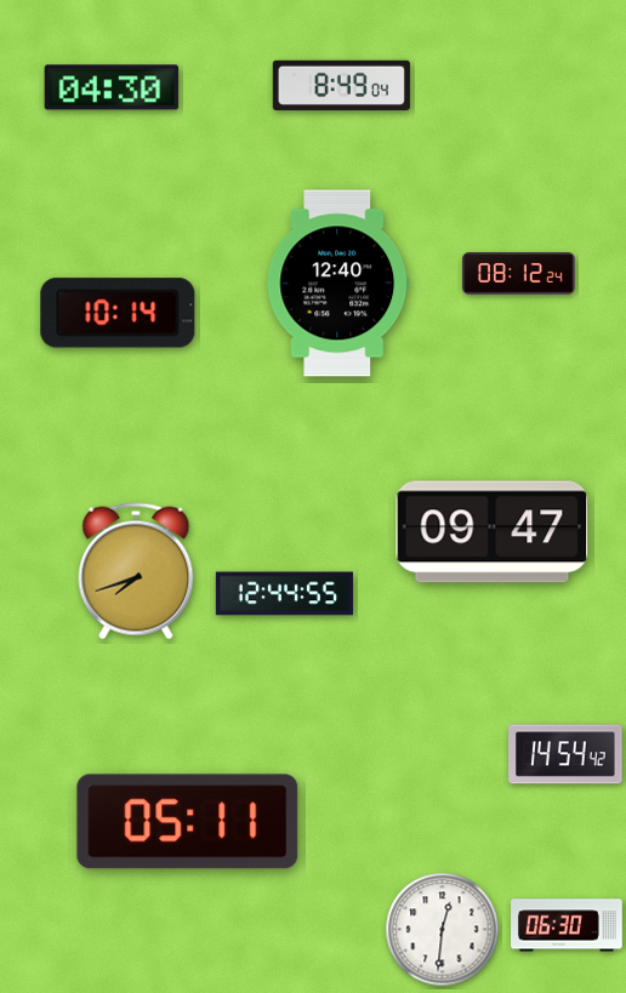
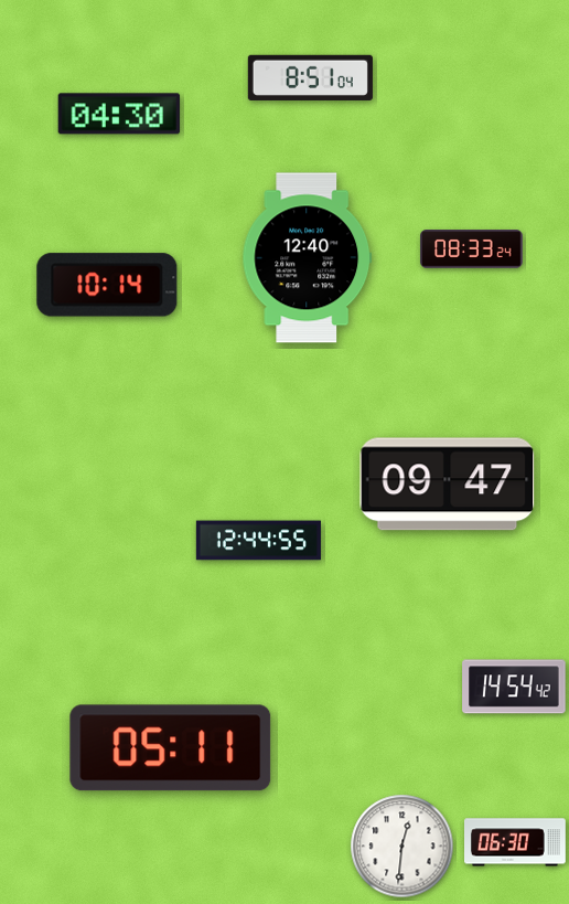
clock at (341, 85): 8:49 -> 8:51
clock at (112, 87) position: (112, 87) -> (119, 114)
clock at (519, 274): 08:12 -> 08:33
clock at (136, 571): 7:42 -> none
